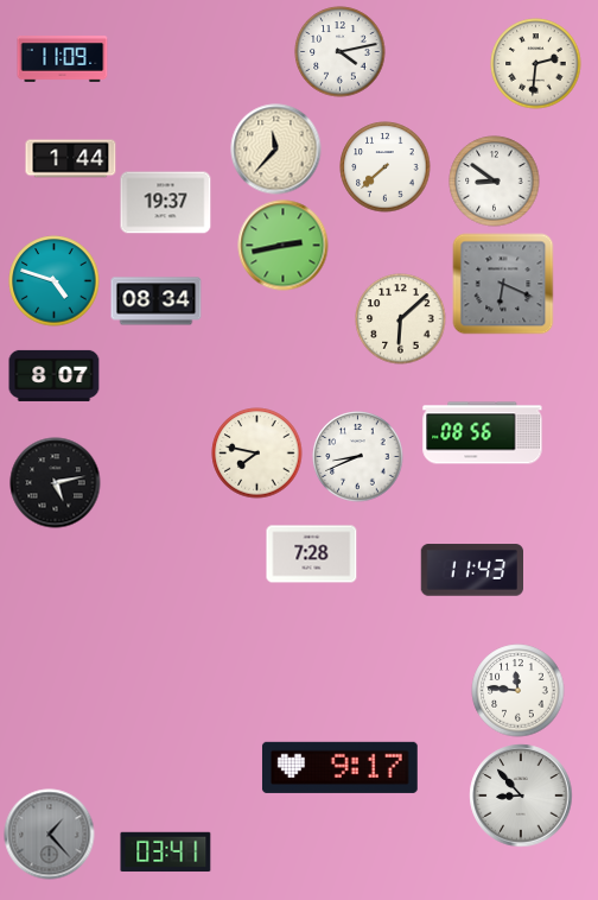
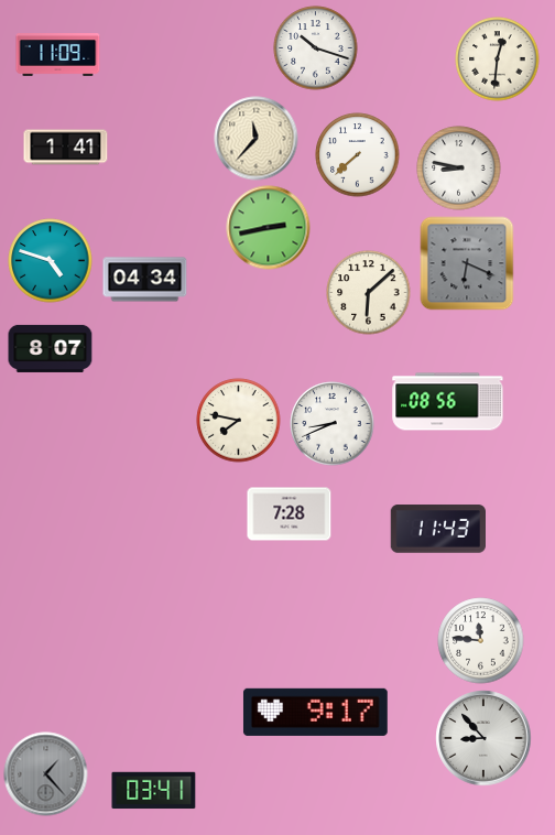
clock at (341, 52): 4:13 -> 10:18
clock at (536, 64): 2:31 -> 12:31
clock at (71, 159): 1:44 -> 1:41
clock at (495, 182): 8:51 -> 8:47
clock at (166, 203): 19:37 -> none
clock at (284, 246) position: (284, 246) -> (269, 228)
clock at (157, 302): 08:34 -> 04:34
clock at (401, 319) position: (401, 319) -> (369, 293)
clock at (56, 483): 5:13 -> none
